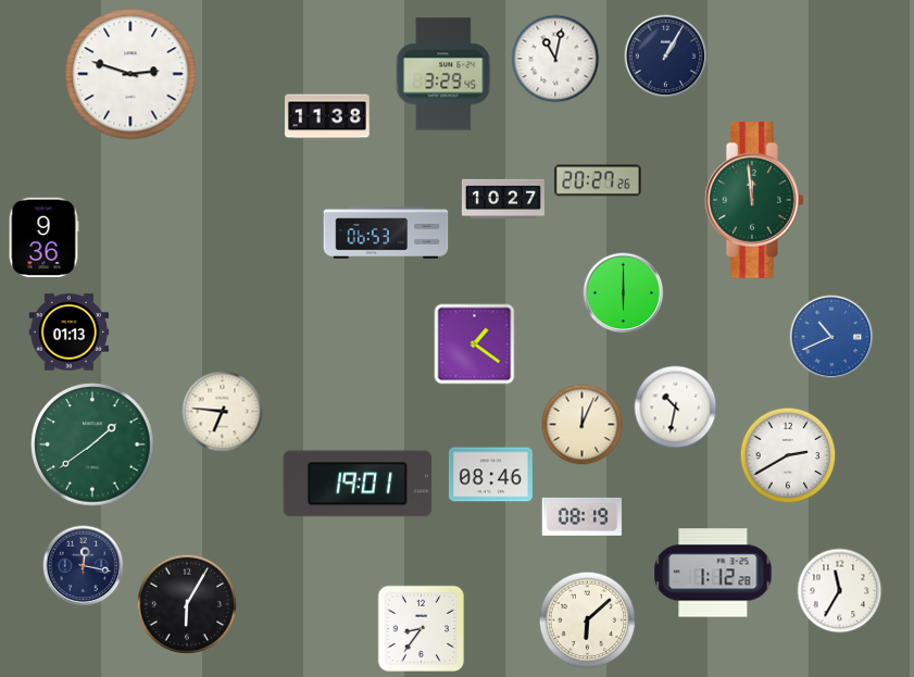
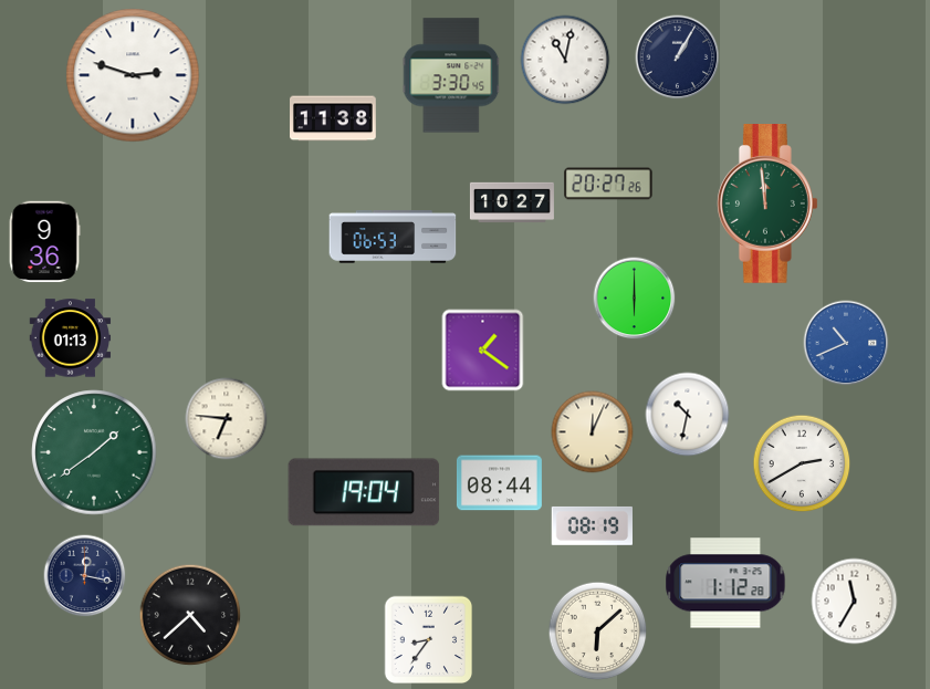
clock at (443, 74): 3:29 -> 3:30
clock at (490, 475): 08:46 -> 08:44
clock at (358, 484): 19:01 -> 19:04
clock at (187, 604): 6:05 -> 4:38
